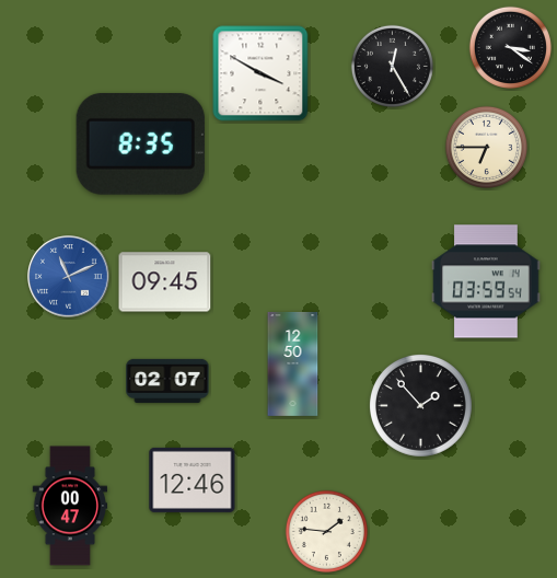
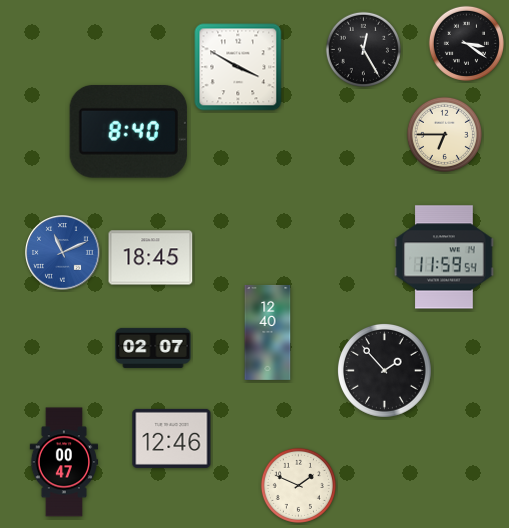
clock at (392, 66) position: (392, 66) -> (363, 49)
clock at (140, 143): 8:35 -> 8:40
clock at (486, 281): 03:59 -> 11:59
clock at (165, 282): 09:45 -> 18:45
clock at (293, 363): 12:50 -> 12:40
clock at (193, 479) position: (193, 479) -> (172, 438)
clock at (326, 531): 1:46 -> 1:49
